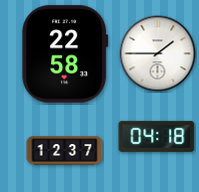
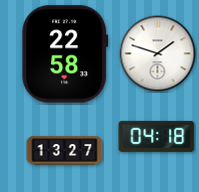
clock at (158, 54): 1:45 -> 1:48
clock at (65, 151): 12:37 -> 13:27
